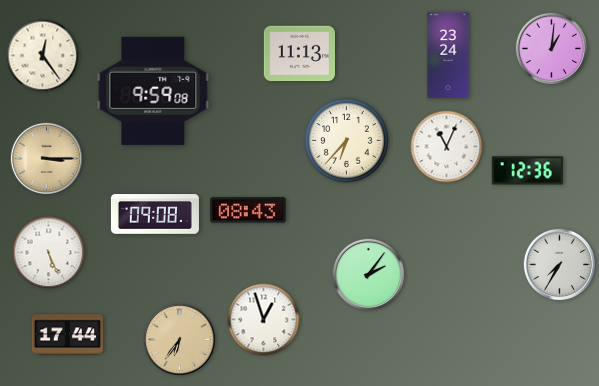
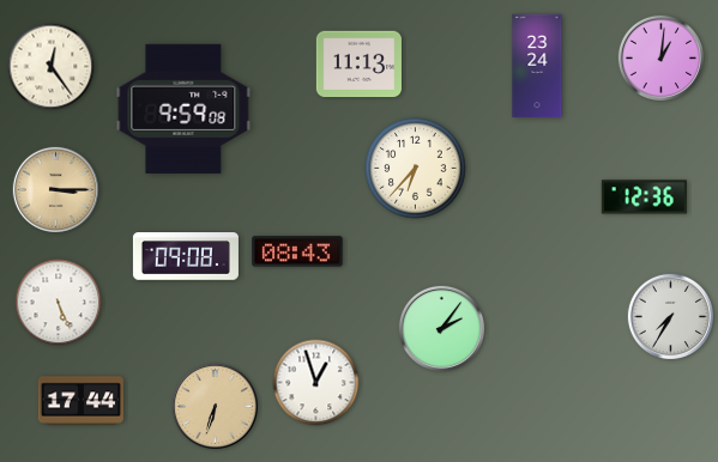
clock at (447, 147): 11:04 -> none
clock at (527, 171) position: (527, 171) -> (644, 197)
clock at (179, 339): 6:36 -> 6:33
